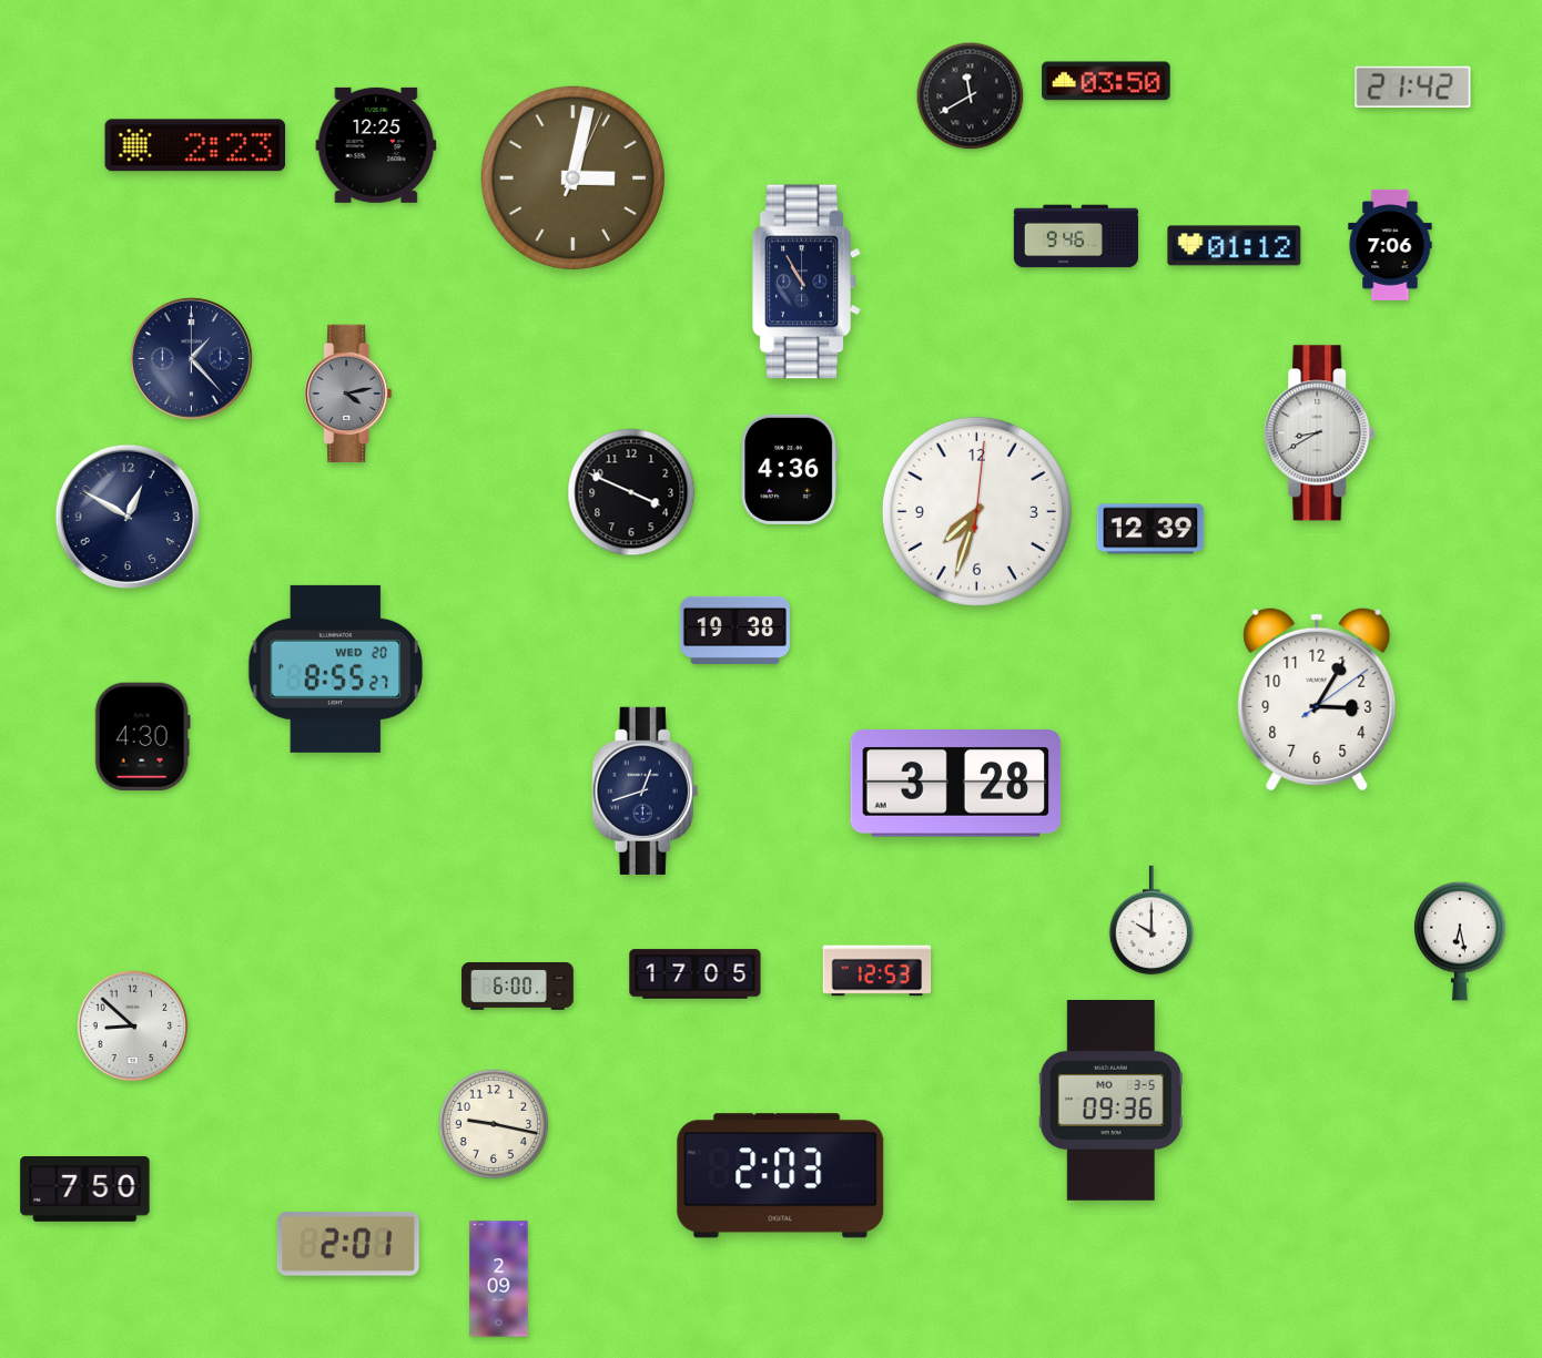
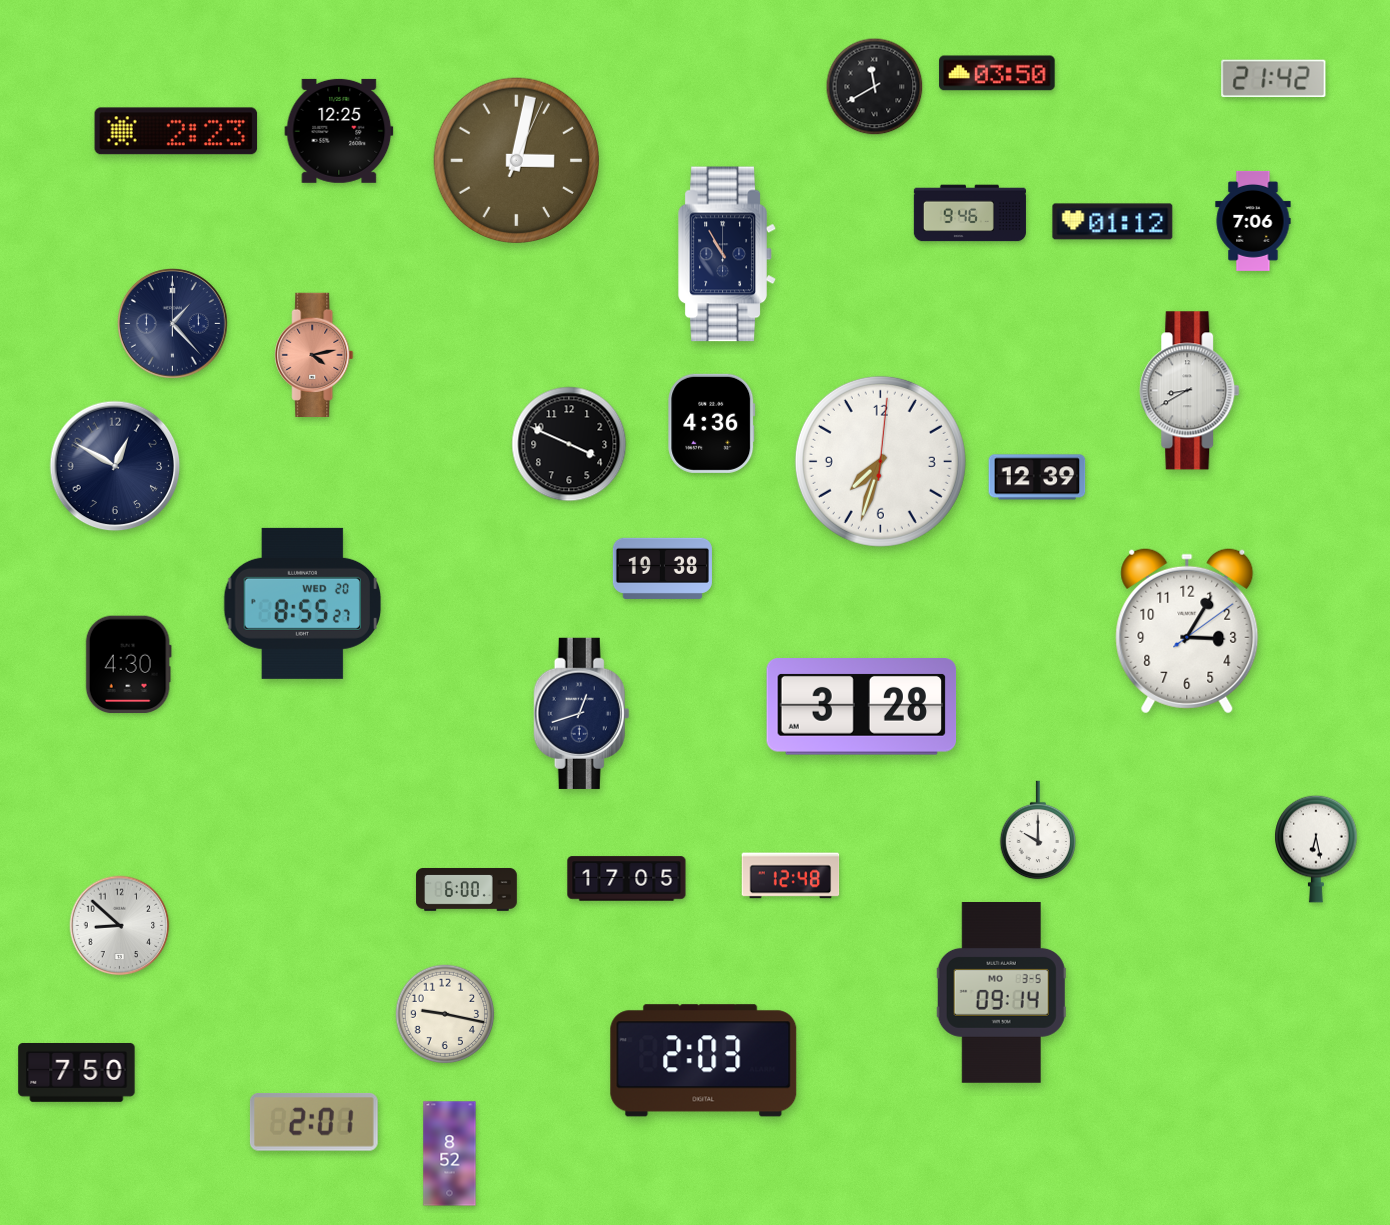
clock at (348, 392) dial: grey -> salmon
clock at (877, 971): 12:53 -> 12:48
clock at (1110, 1101): 09:36 -> 09:14
clock at (499, 1279): 2:09 -> 8:52
